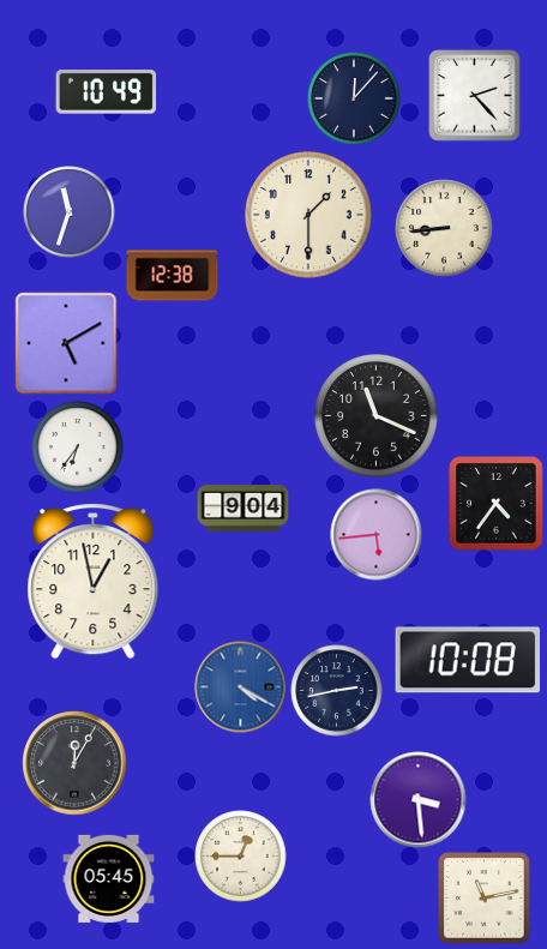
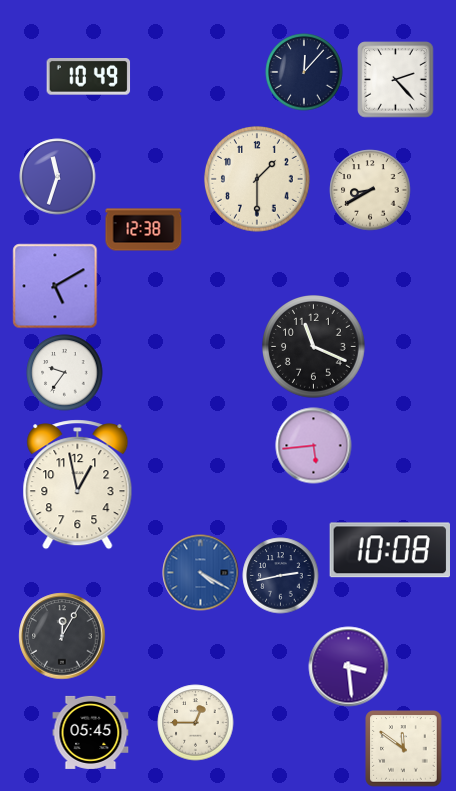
clock at (354, 98) position: (354, 98) -> (304, 72)
clock at (444, 228): 8:44 -> 8:40
clock at (78, 448): 6:36 -> 9:36
clock at (497, 504): 4:36 -> none
clock at (244, 509): 9:04 -> none
clock at (241, 857) position: (241, 857) -> (196, 723)
clock at (485, 899): 11:13 -> 11:51
